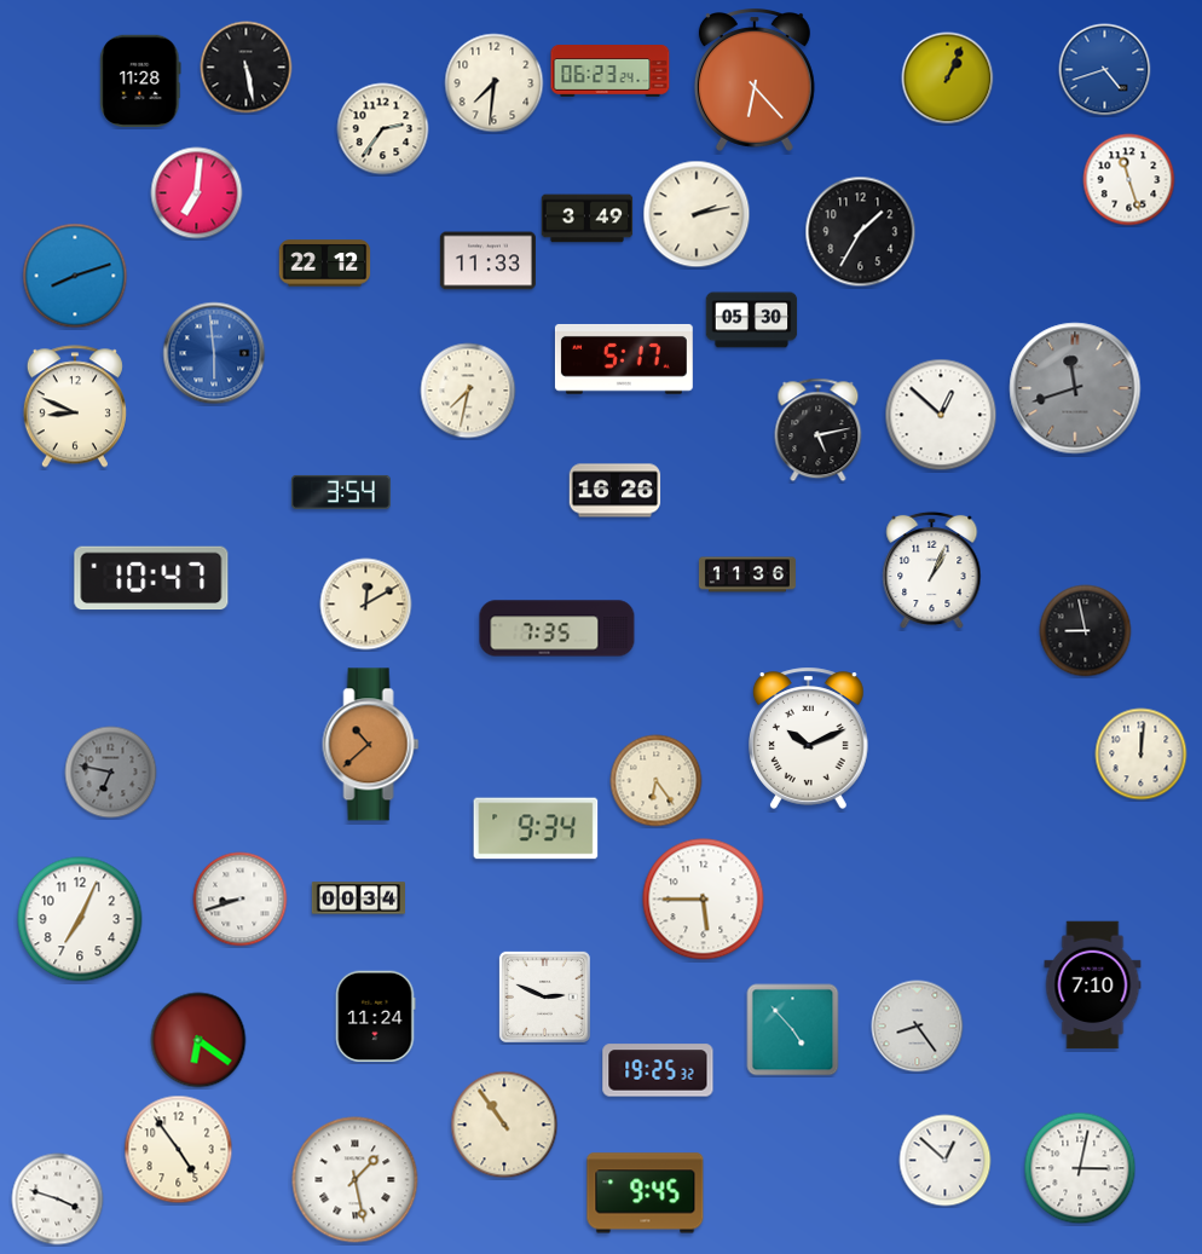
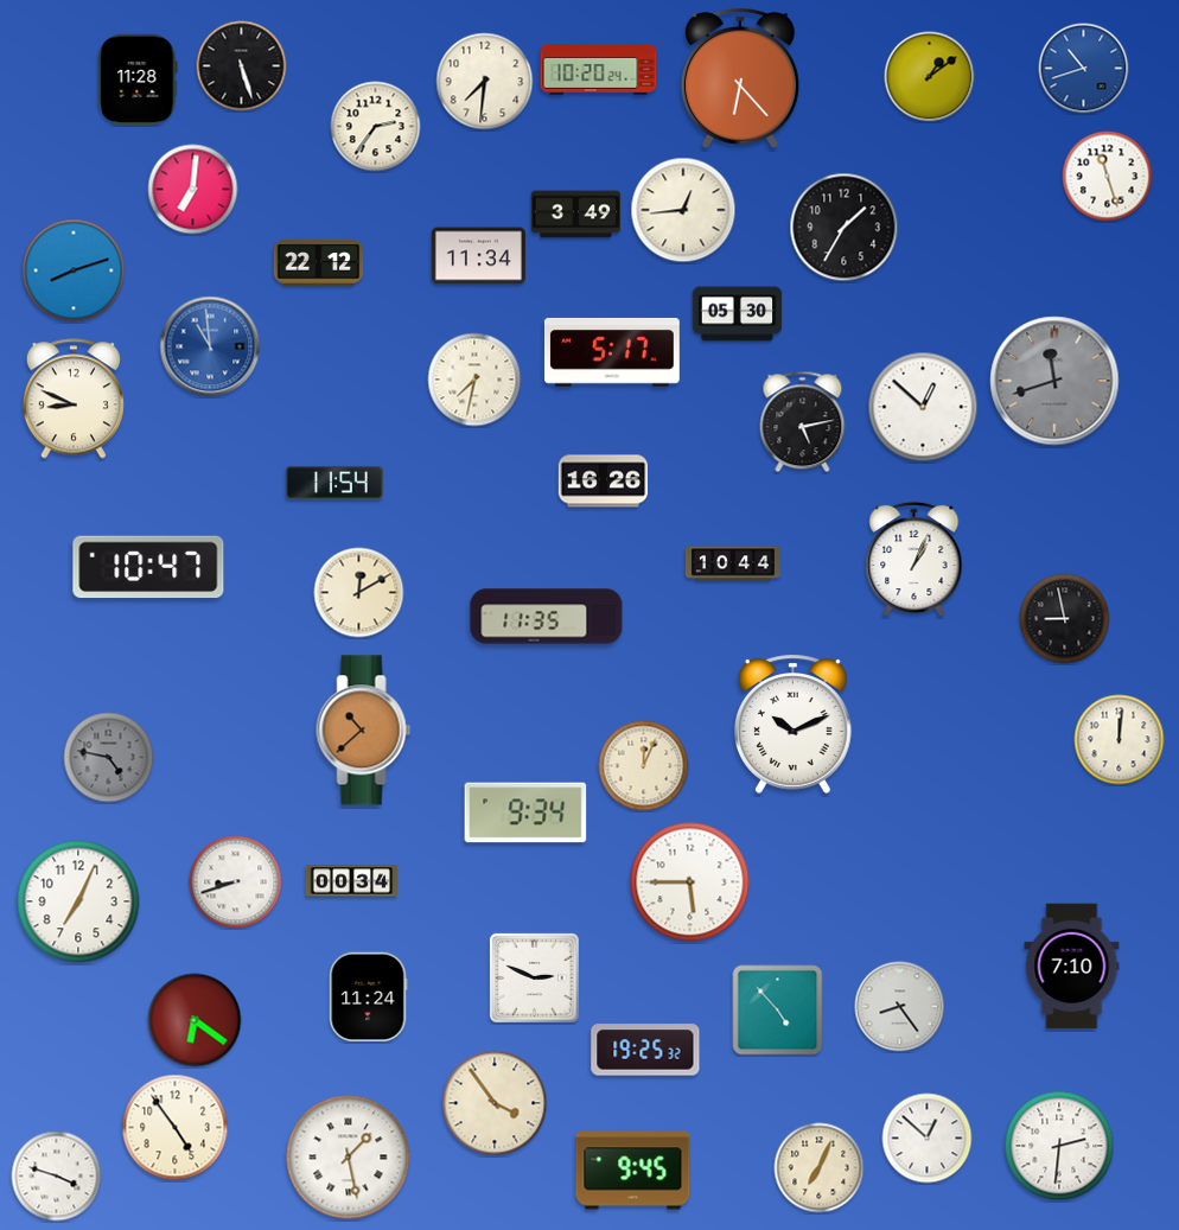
clock at (247, 68): 5:28 -> 5:27
clock at (1105, 70): 4:42 -> 10:42
clock at (611, 71): 06:23 -> 10:20
clock at (948, 79): 1:04 -> 1:09
clock at (697, 214): 2:13 -> 12:44
clock at (487, 261): 11:33 -> 11:34
clock at (325, 264) position: (325, 264) -> (319, 263)
clock at (214, 353): 5:59 -> 10:59
clock at (468, 391) position: (468, 391) -> (474, 380)
clock at (341, 492): 3:54 -> 11:54
clock at (747, 574): 11:36 -> 10:44
clock at (557, 629): 7:35 -> 11:35
clock at (111, 773): 6:47 -> 4:47
clock at (657, 781): 6:24 -> 12:04
clock at (504, 1125): 10:54 -> 3:54
clock at (1080, 1168): 3:02 -> 2:31
clock at (820, 1168): none -> 7:04
